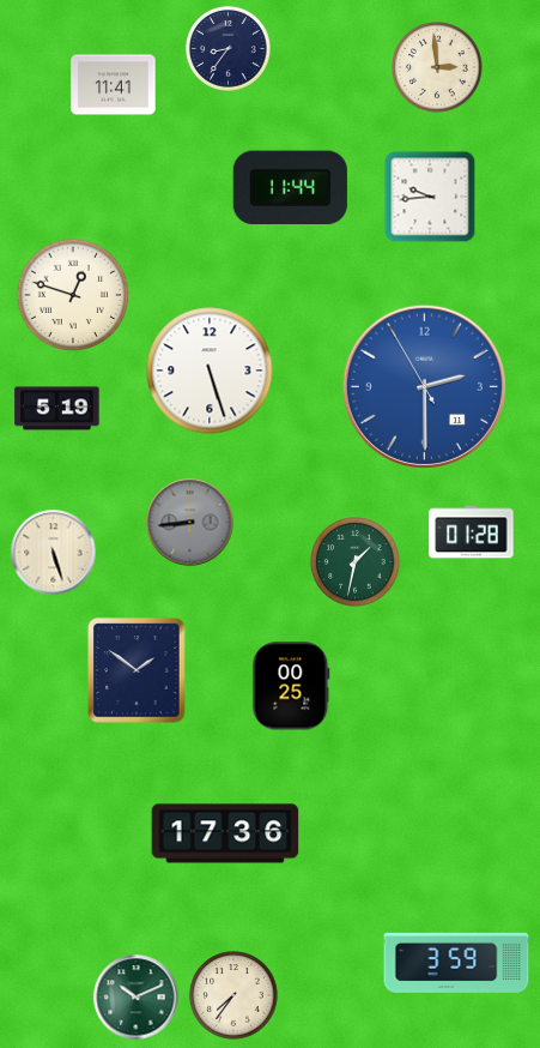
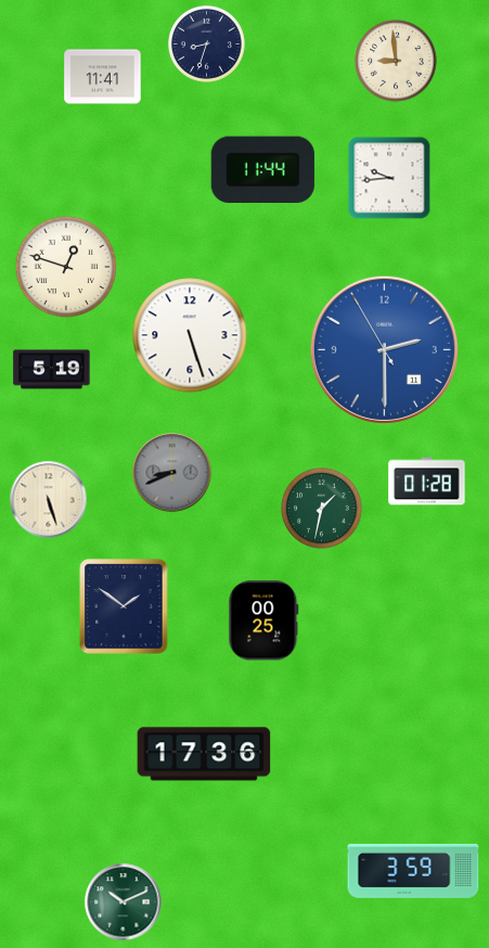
clock at (227, 48): 8:36 -> 8:33
clock at (437, 67): 2:59 -> 8:59
clock at (190, 523): 8:44 -> 8:41
clock at (233, 995): 7:36 -> none
